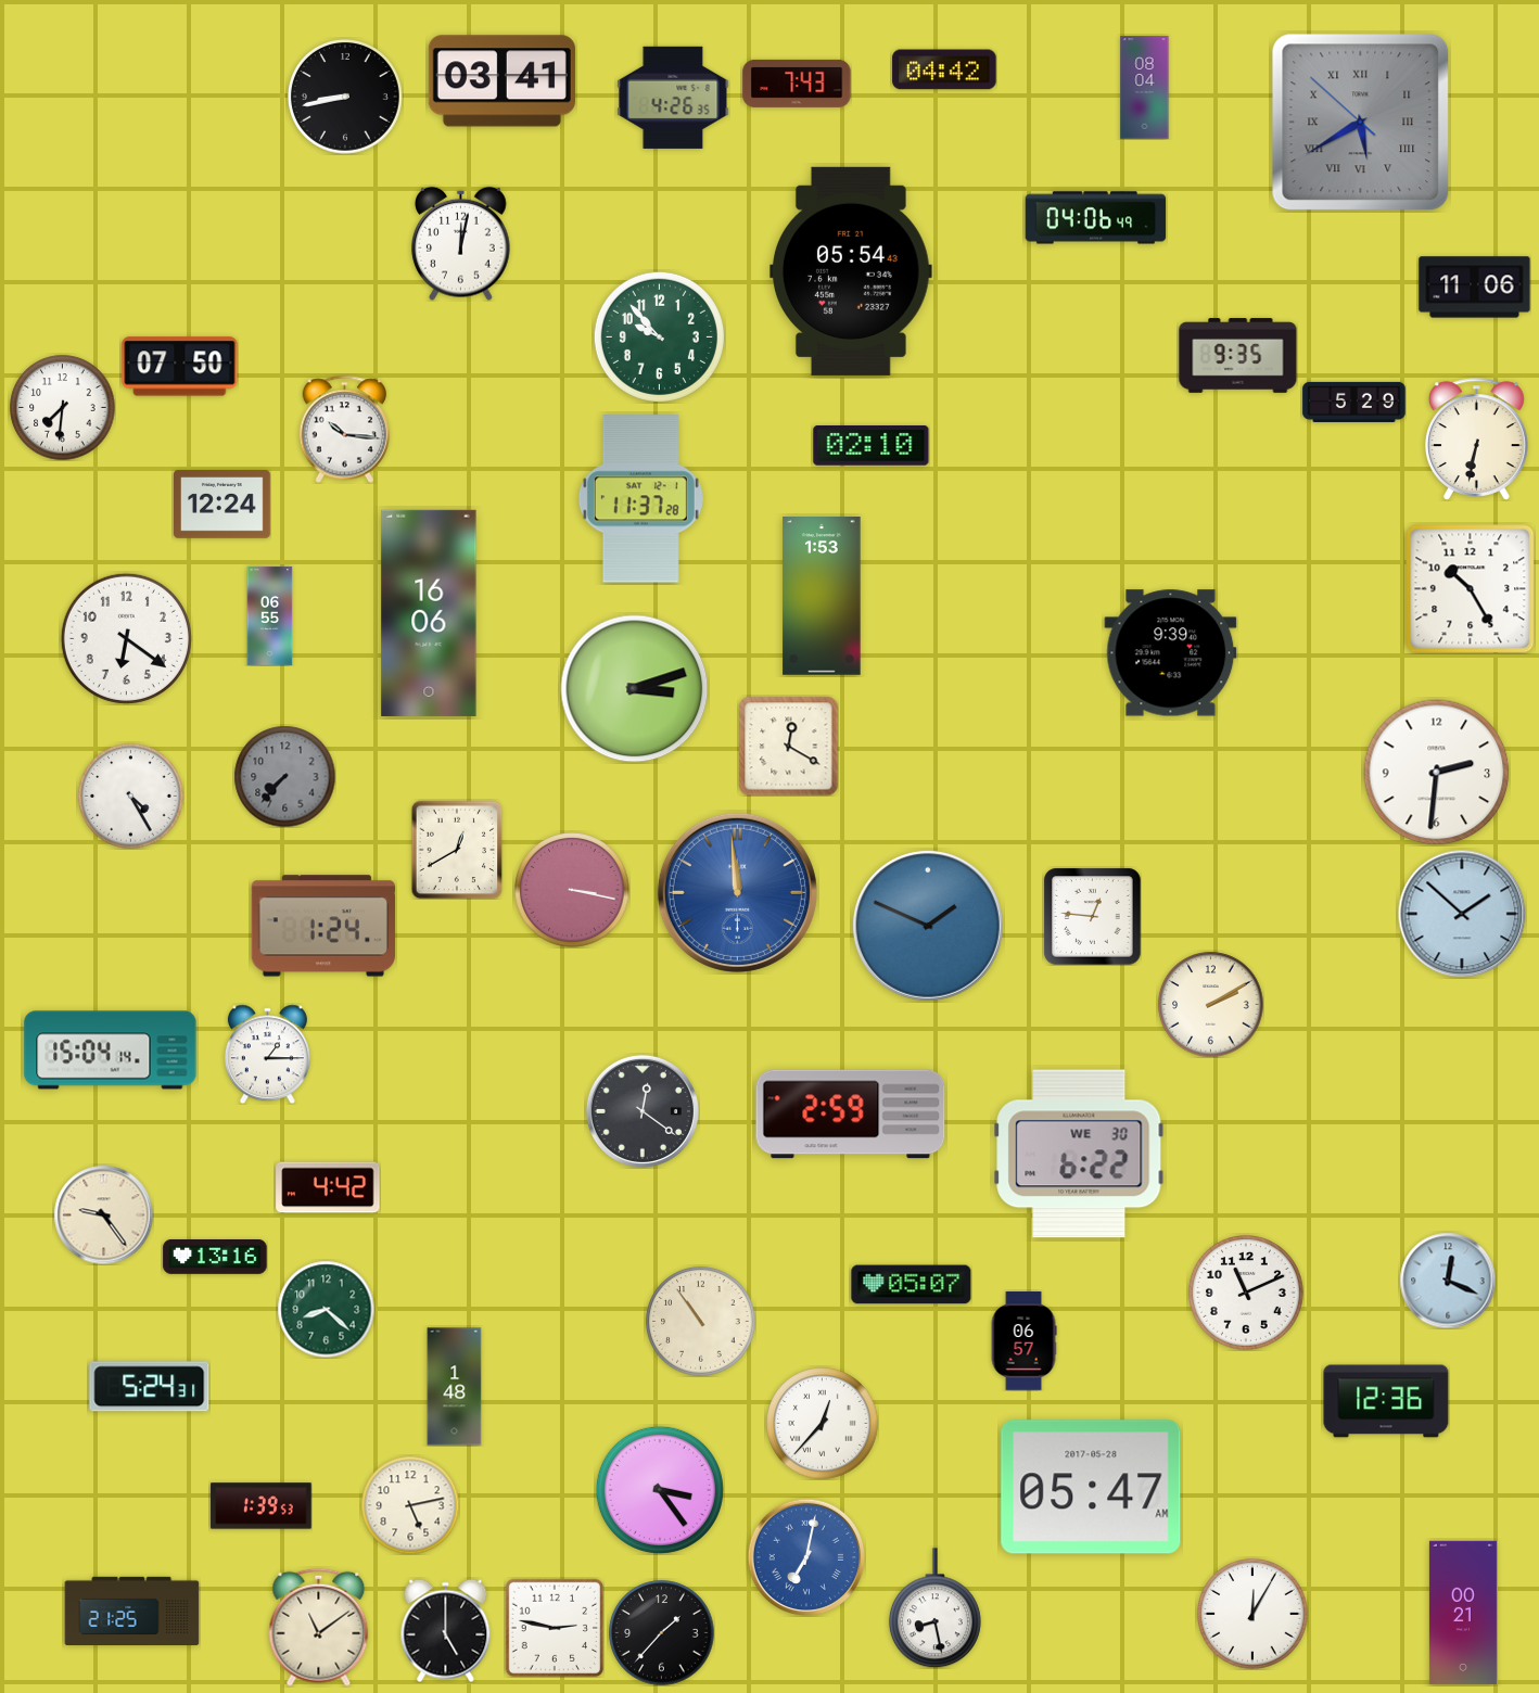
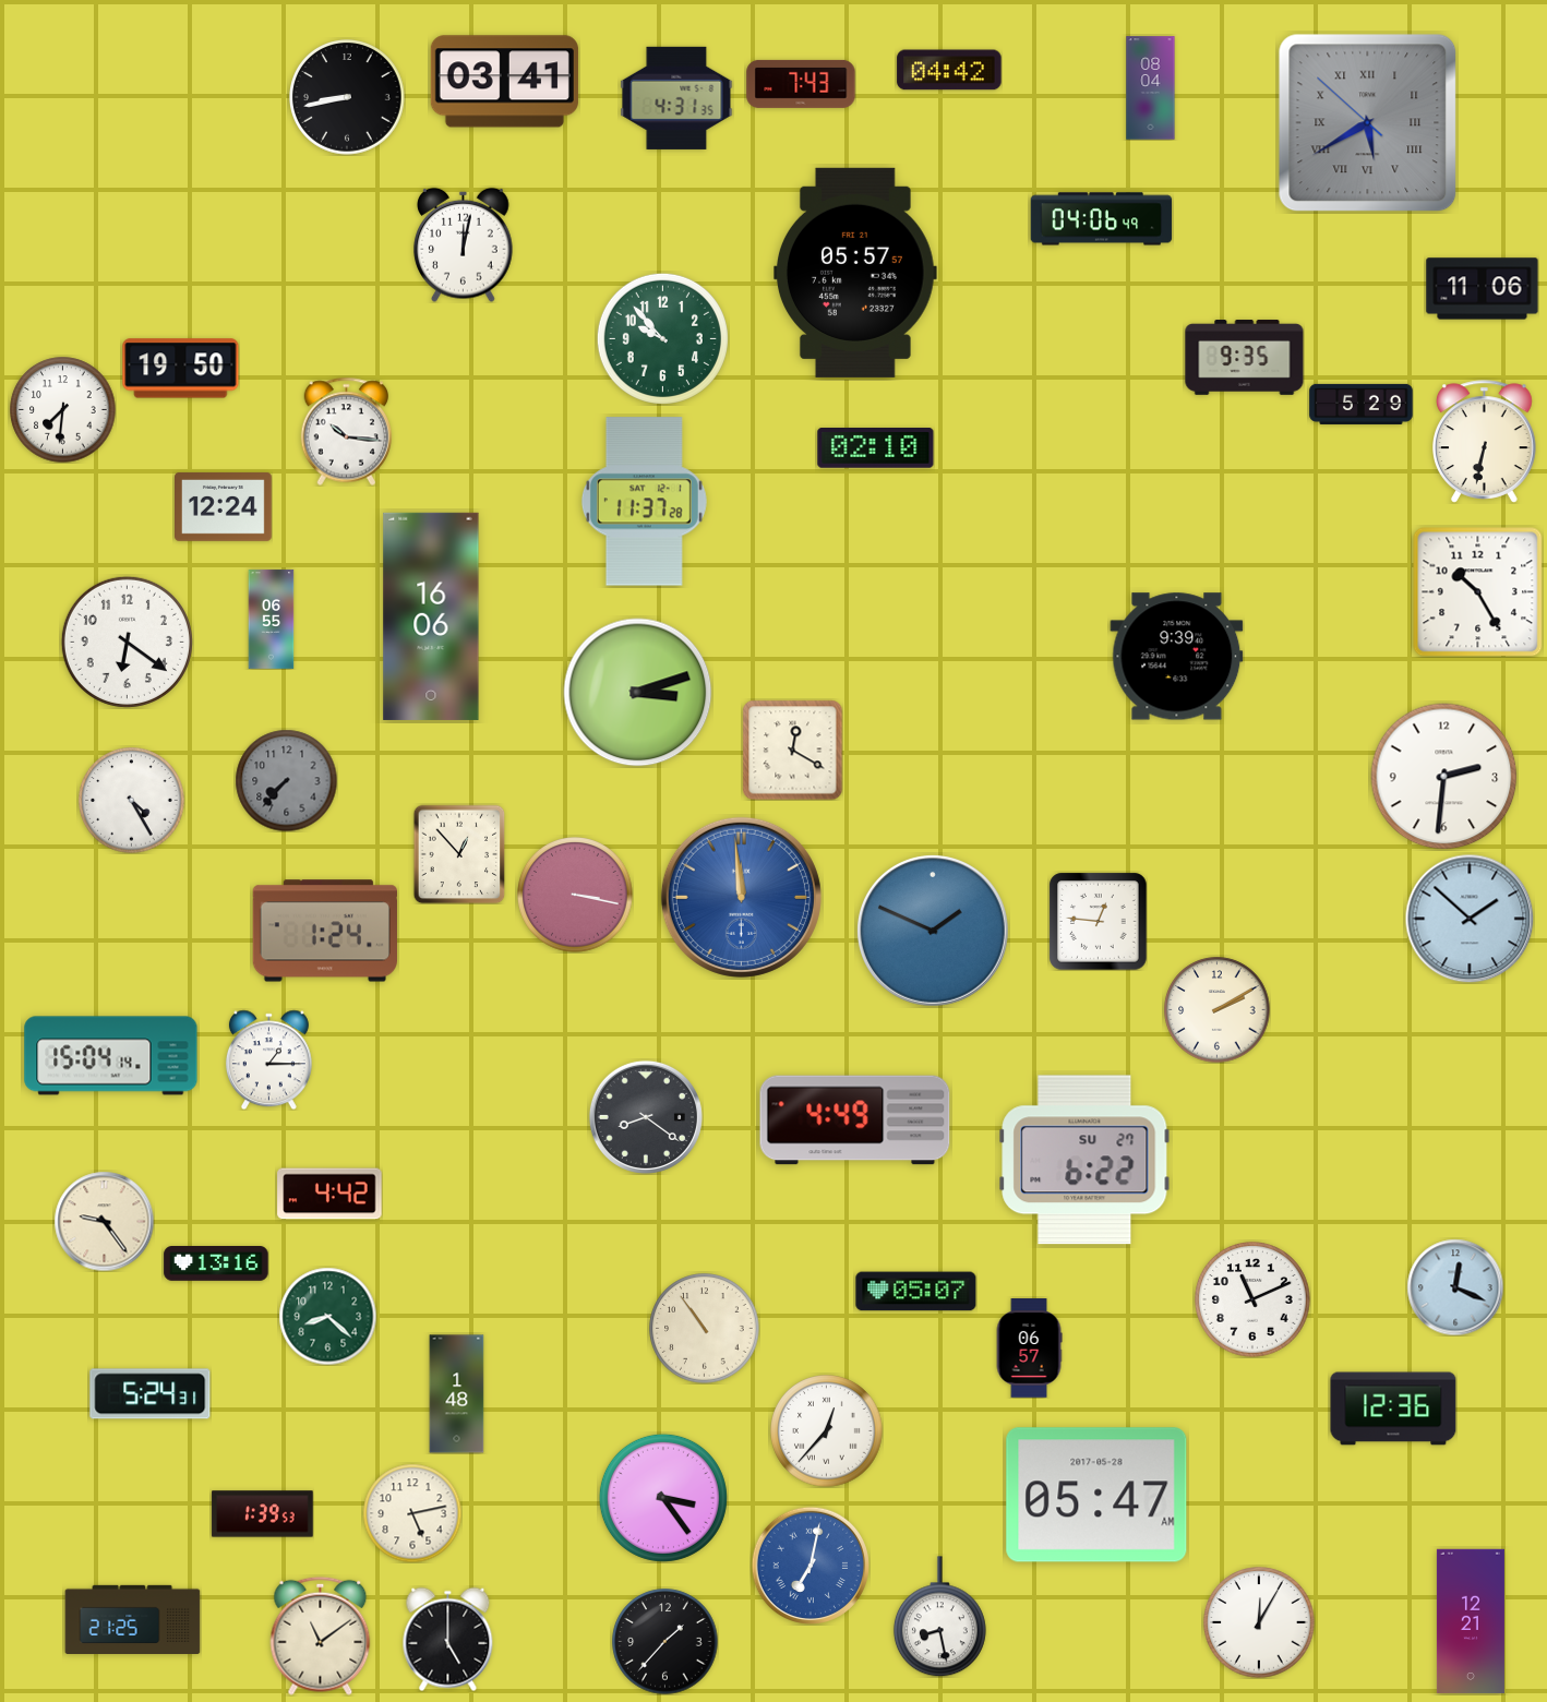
clock at (673, 98): 4:26 -> 4:31
clock at (852, 271): 05:54 -> 05:57
clock at (180, 367): 07:50 -> 19:50
clock at (822, 597): 1:53 -> none
clock at (457, 850): 12:40 -> 12:53
clock at (643, 1111): 12:21 -> 8:21
clock at (851, 1115): 2:59 -> 4:49
clock at (1079, 1154) date: WE 30 -> SU 27
clock at (1463, 1613): 00:21 -> 12:21
clock at (554, 1627): 2:47 -> none
